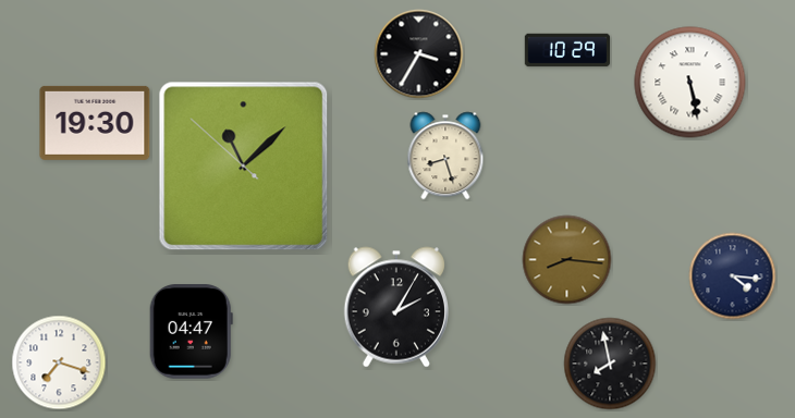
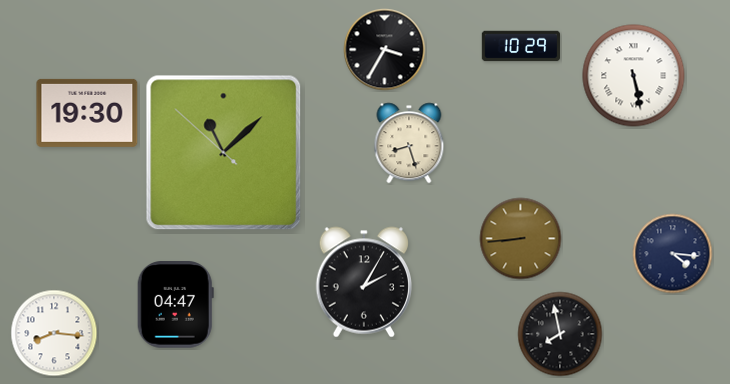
clock at (567, 260): 8:16 -> 8:44
clock at (59, 362): 7:18 -> 8:16
